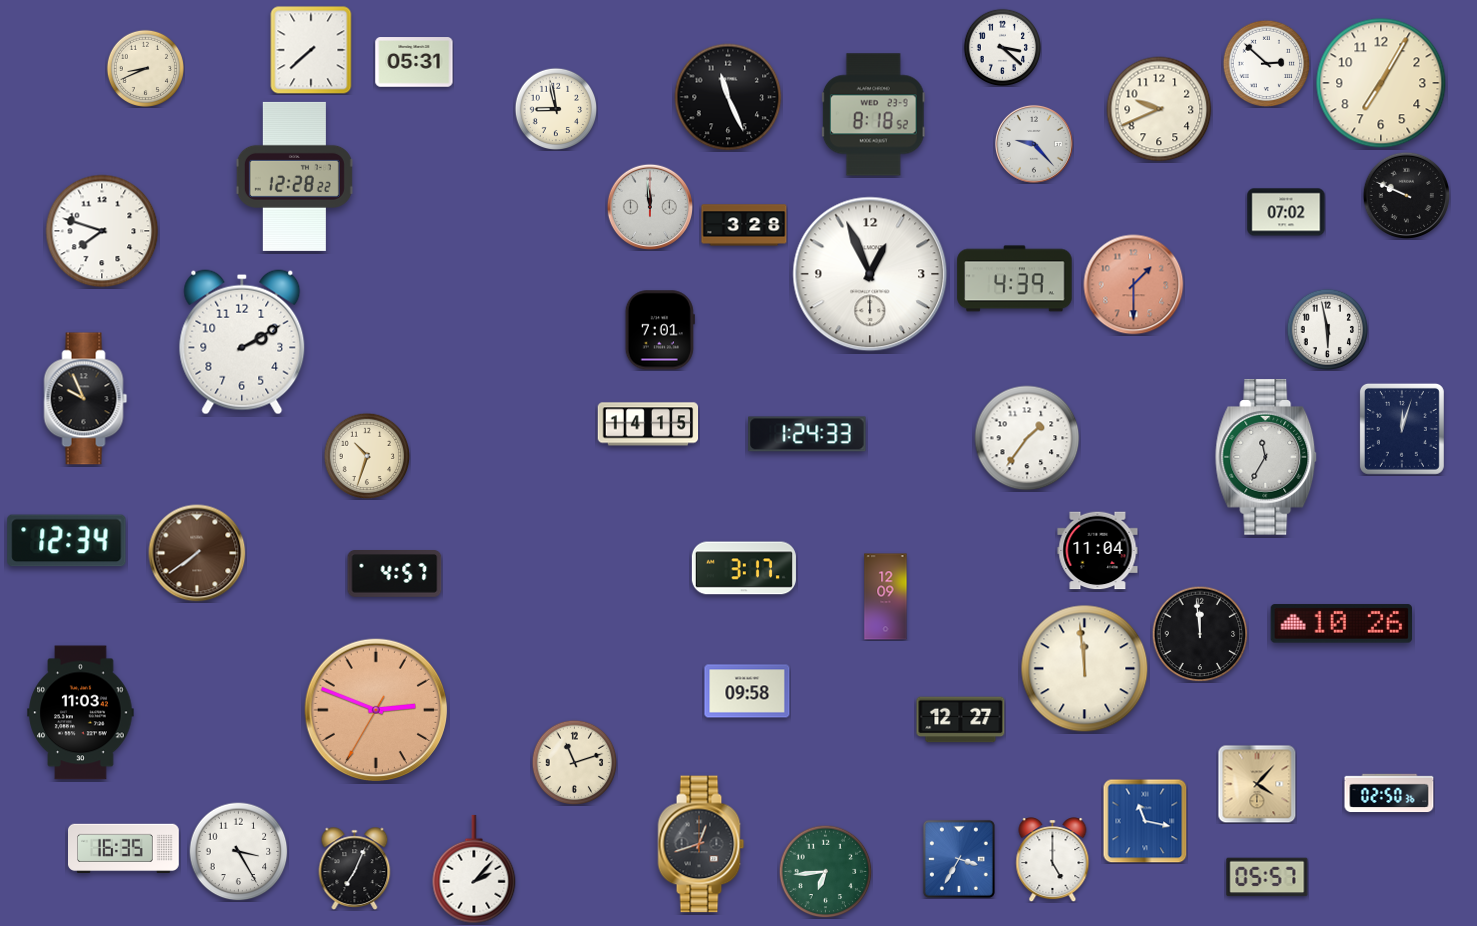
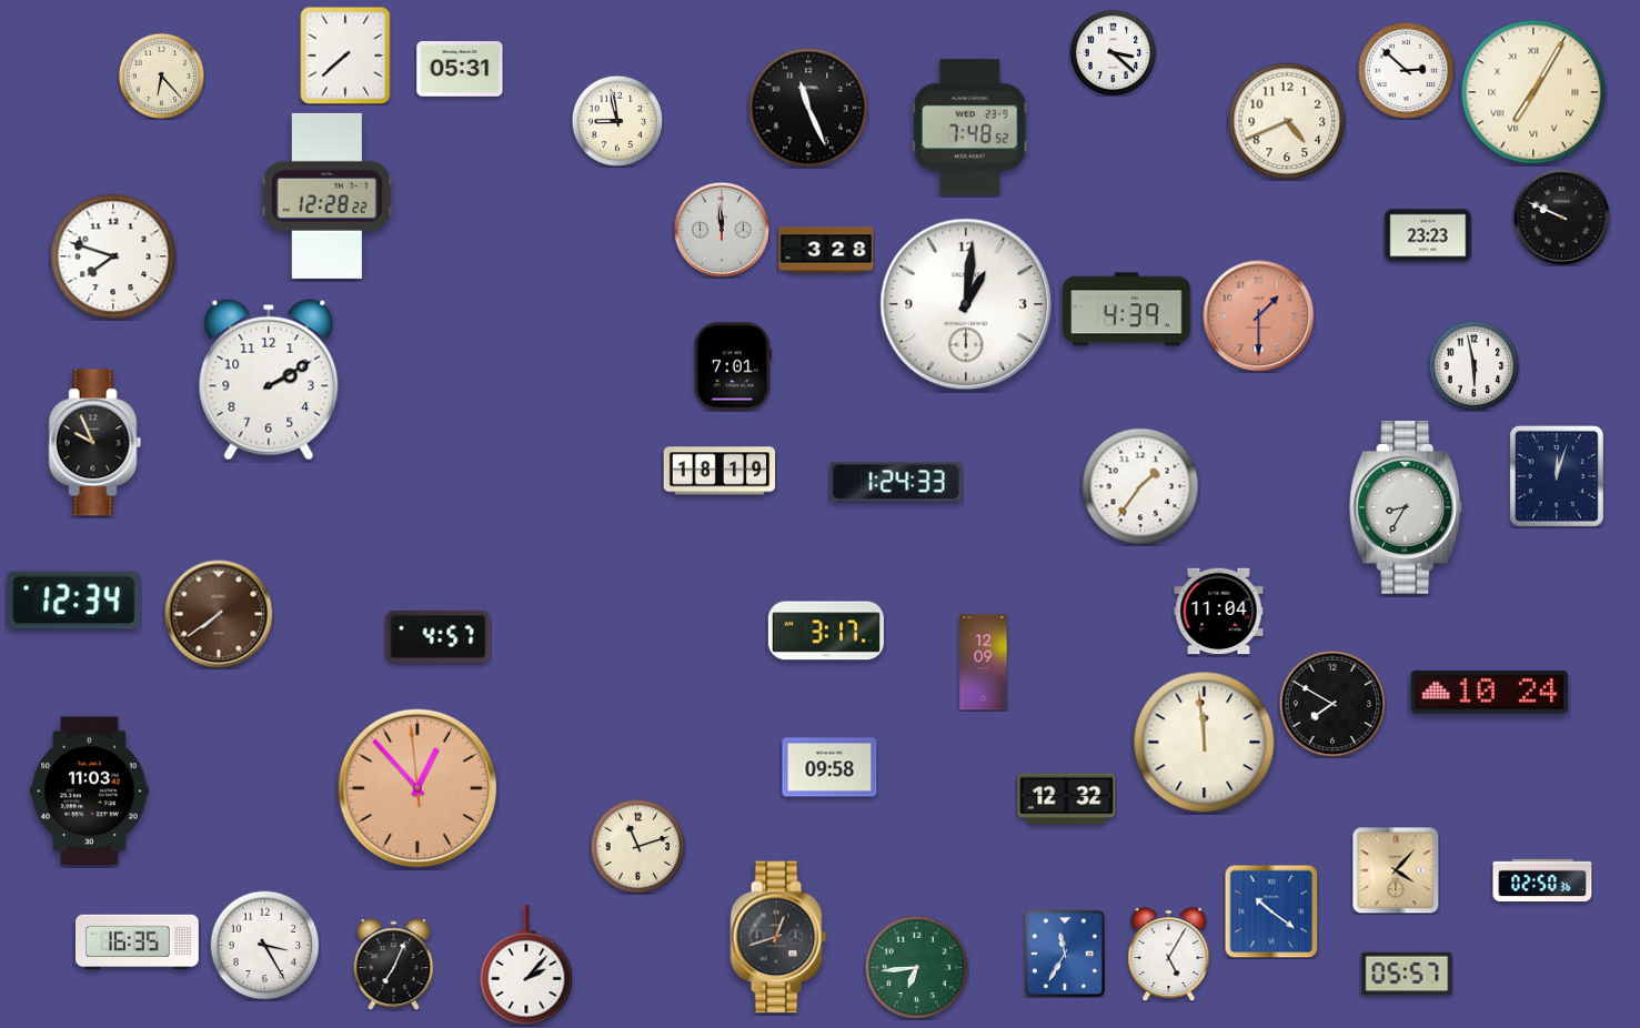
clock at (145, 68): 8:41 -> 6:23
clock at (1381, 83) numerals: Arabic -> Roman
clock at (1159, 109): 9:41 -> 4:41
clock at (873, 115): 8:18 -> 7:48
clock at (1034, 144): 9:23 -> none
clock at (1286, 212): 07:02 -> 23:23
clock at (870, 274): 12:56 -> 1:01
clock at (648, 424): 14:15 -> 18:19
clock at (367, 456): 10:33 -> none
clock at (1267, 458): 11:35 -> 8:35
clock at (1341, 624): 10:26 -> 10:24
clock at (1200, 634): 11:59 -> 7:50
clock at (376, 710): 2:48 -> 12:52
clock at (961, 720): 12:27 -> 12:32
clock at (1145, 821): 11:17 -> 10:21
clock at (959, 859): 3:35 -> 11:35
clock at (1053, 860): 5:00 -> 5:05
